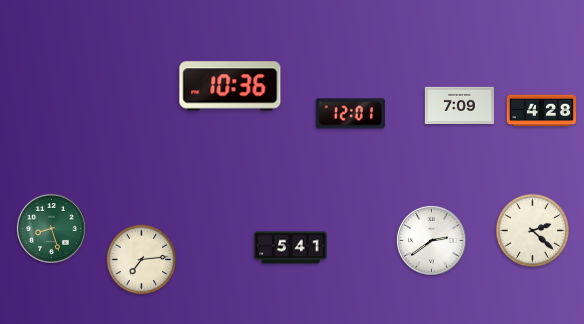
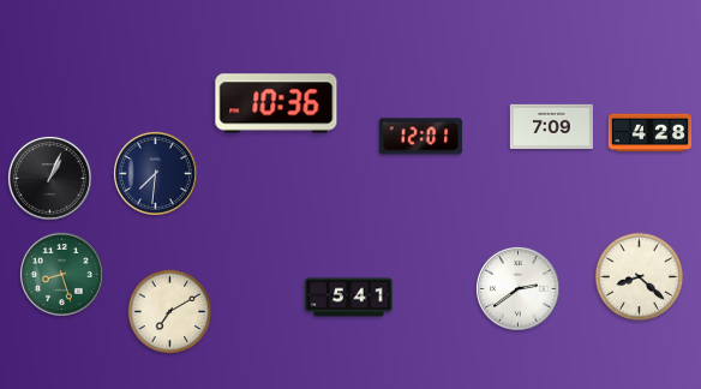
clock at (155, 173): none -> 7:31
clock at (49, 178): none -> 1:04
clock at (532, 230): 2:22 -> 8:22
clock at (142, 260): 7:14 -> 7:10
